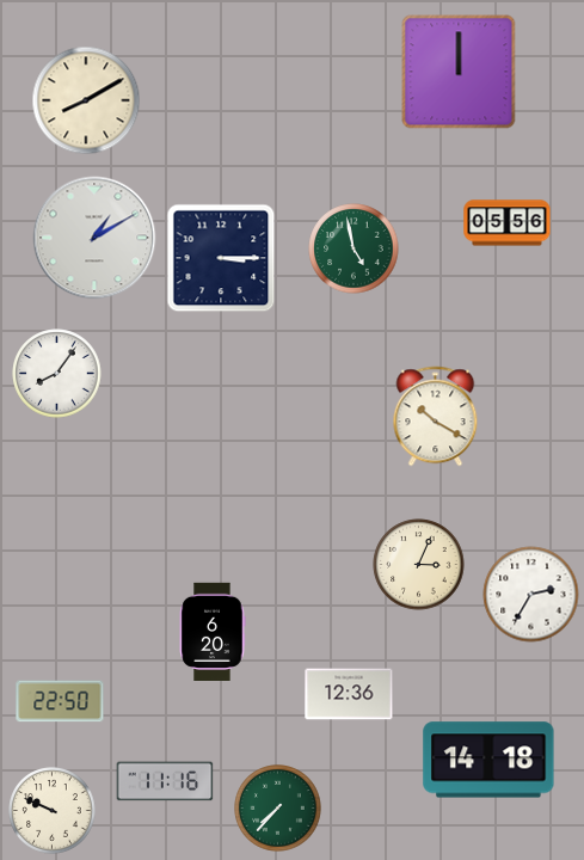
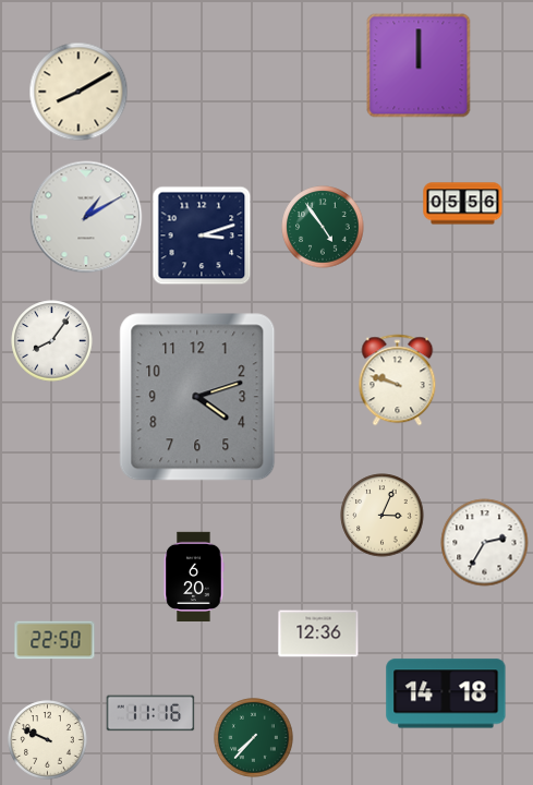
clock at (354, 248): 4:58 -> 4:54
clock at (221, 258): 3:15 -> 3:12
clock at (436, 417): 10:20 -> 9:48
clock at (197, 397): none -> 4:12
